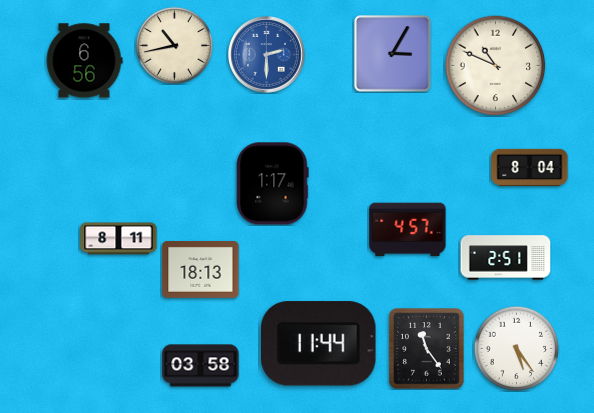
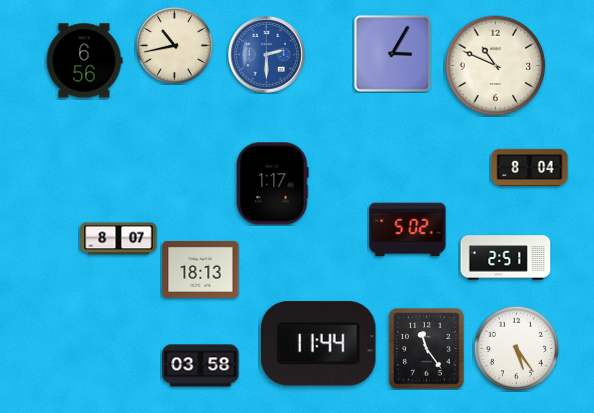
clock at (408, 230): 4:57 -> 5:02
clock at (119, 239): 8:11 -> 8:07
